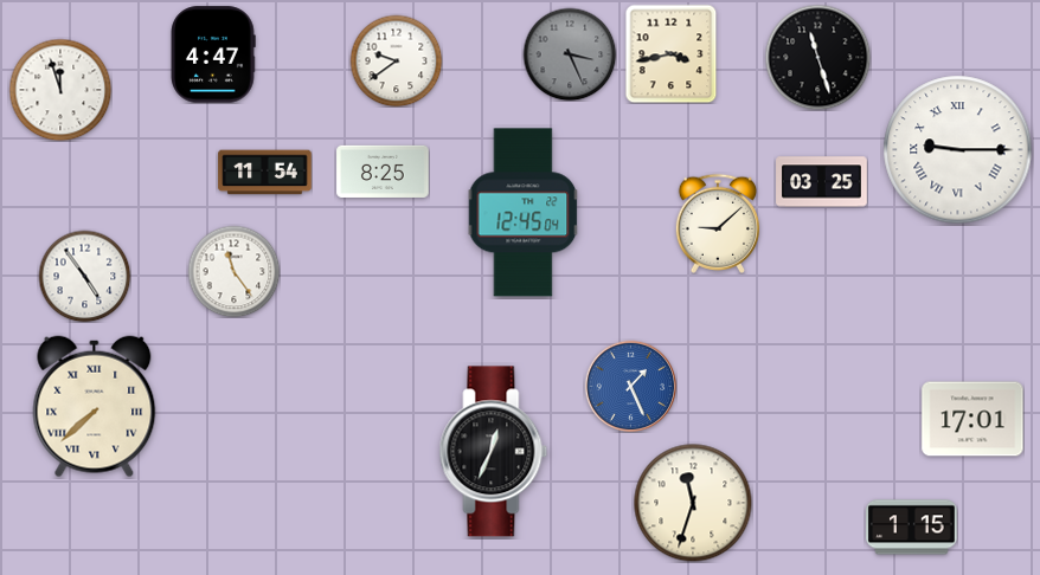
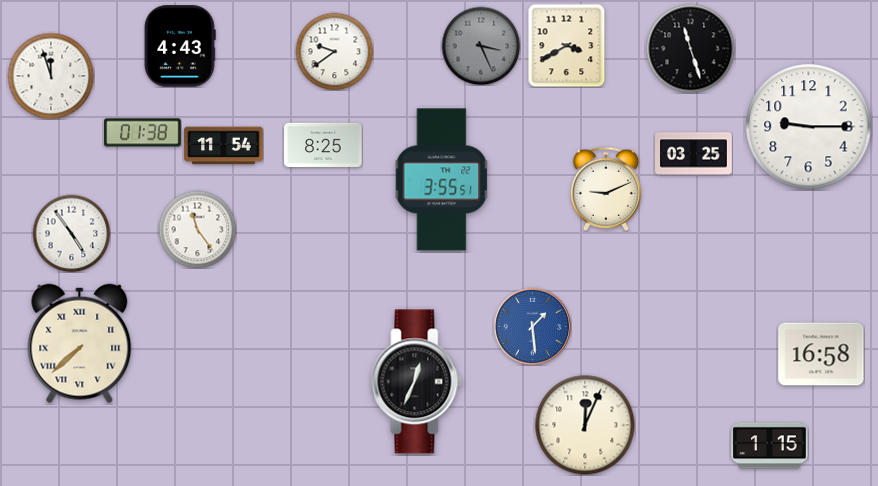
clock at (672, 53): 3:43 -> 3:40
clock at (213, 54): 4:47 -> 4:43
clock at (958, 150) numerals: Roman -> Arabic
clock at (143, 133): none -> 01:38
clock at (524, 213): 12:45 -> 3:55
clock at (717, 224): 9:08 -> 9:11
clock at (630, 386): 1:26 -> 1:29
clock at (972, 419): 17:01 -> 16:58
clock at (693, 503): 11:33 -> 12:04
